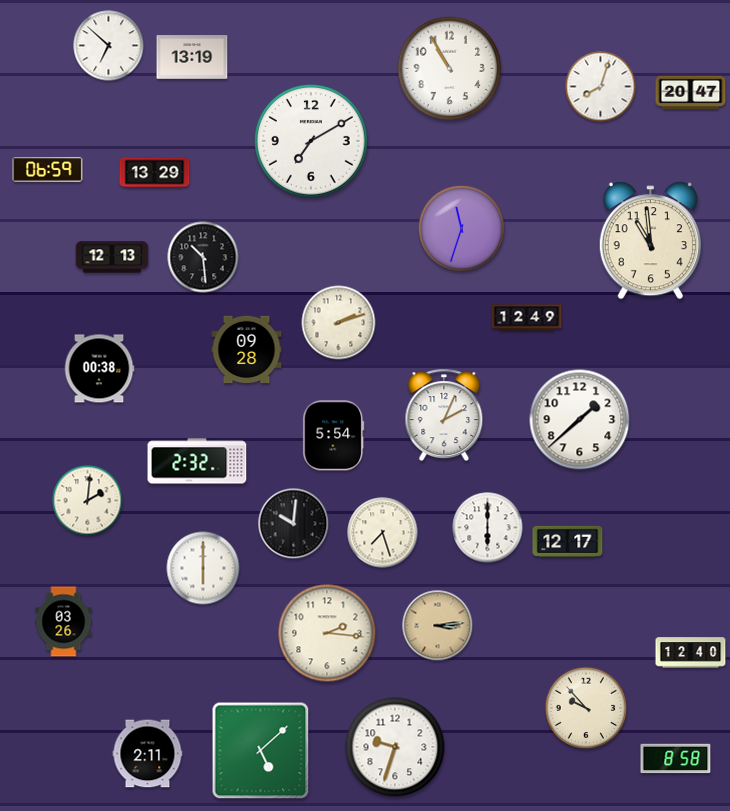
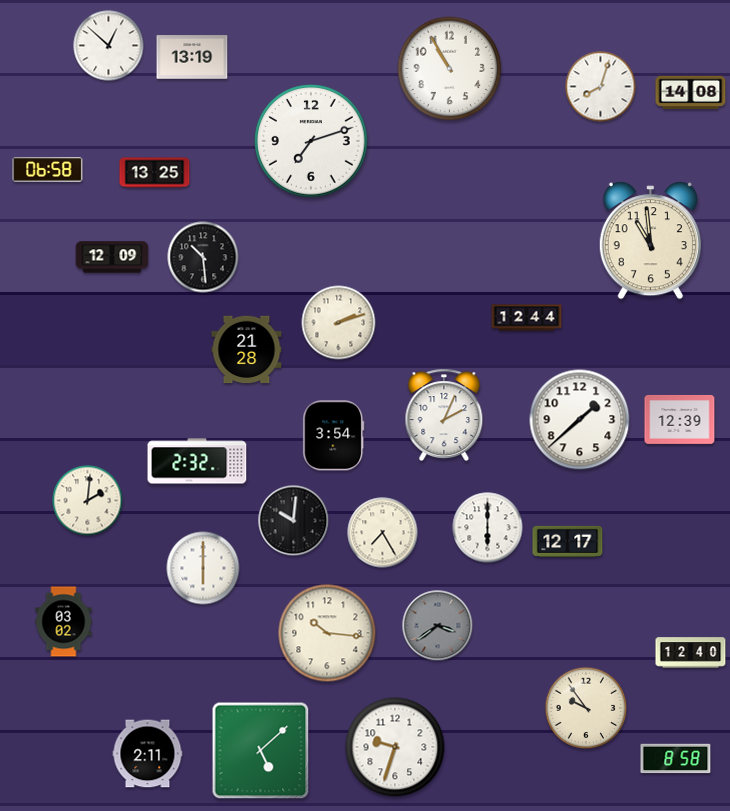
clock at (109, 46): 6:52 -> 12:52
clock at (691, 92): 20:47 -> 14:08
clock at (311, 141): 7:10 -> 7:12
clock at (48, 170): 06:59 -> 06:58
clock at (155, 173): 13:29 -> 13:25
clock at (461, 228): 11:33 -> none
clock at (112, 257): 12:13 -> 12:09
clock at (527, 318): 12:49 -> 12:44
clock at (247, 350): 09:28 -> 21:28
clock at (99, 369): 00:38 -> none
clock at (680, 419): none -> 12:39
clock at (334, 436): 5:54 -> 3:54
clock at (294, 524) position: (294, 524) -> (294, 521)
clock at (383, 533): 7:27 -> 7:25
clock at (64, 622): 03:26 -> 03:02
clock at (438, 626): 3:14 -> 3:39
clock at (438, 626) dial: champagne -> grey
clock at (327, 633): 2:16 -> 10:16
clock at (586, 708): 9:53 -> 9:54
